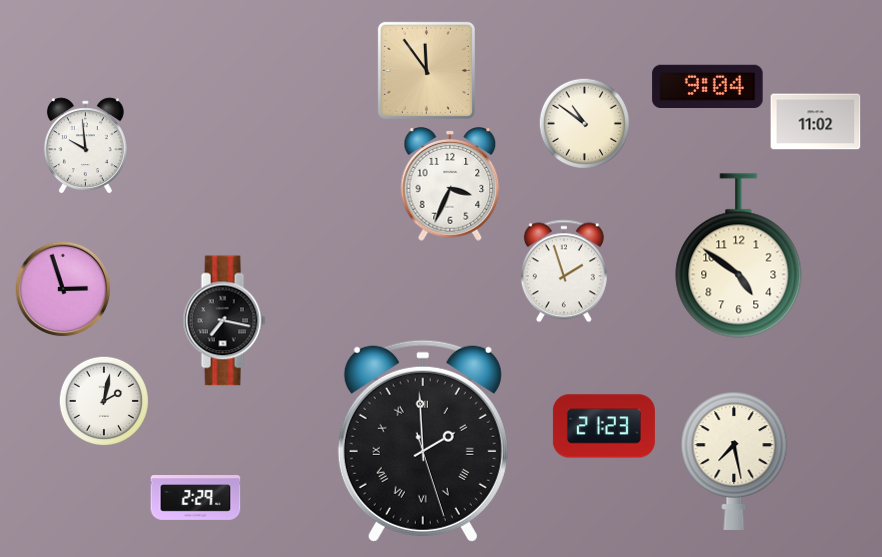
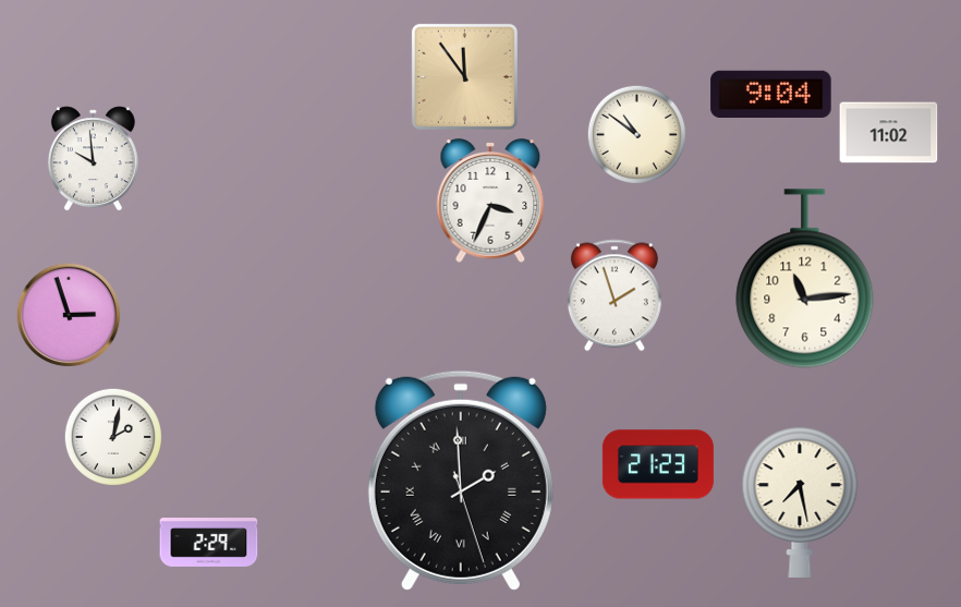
clock at (739, 256): 4:51 -> 11:14
clock at (224, 321): 7:17 -> none
clock at (196, 498) position: (196, 498) -> (209, 543)
